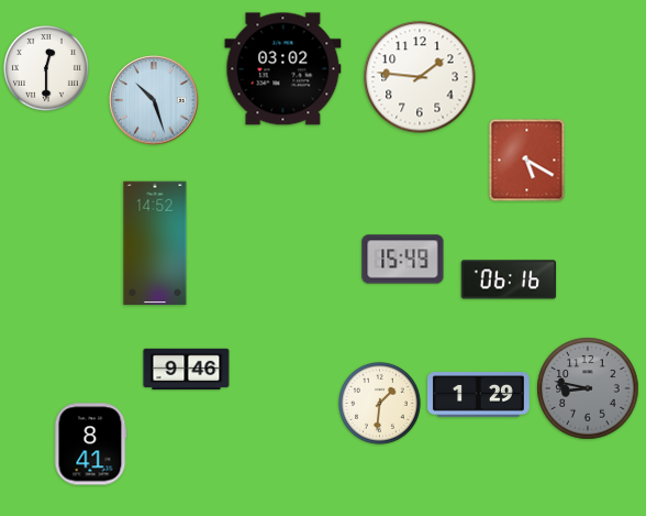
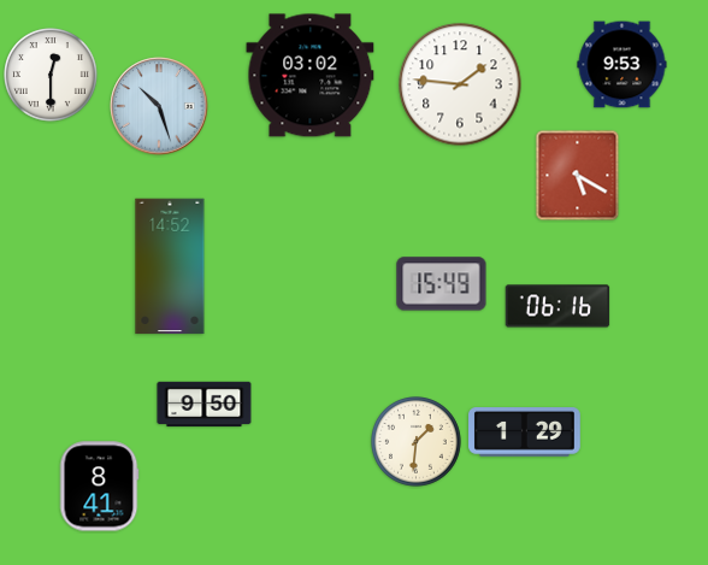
clock at (623, 65): none -> 9:53
clock at (154, 100) position: (154, 100) -> (159, 106)
clock at (187, 370): 9:46 -> 9:50
clock at (588, 388): 8:47 -> none
